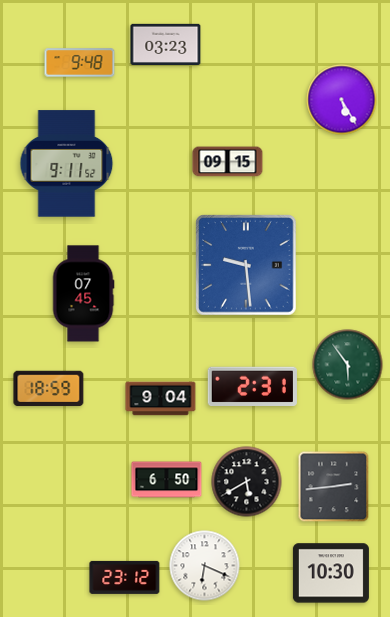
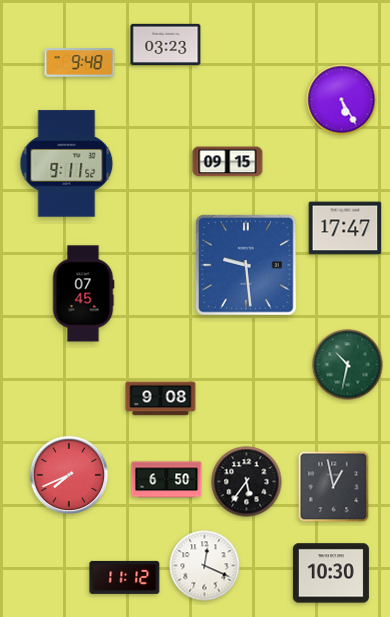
clock at (345, 228): none -> 17:47
clock at (348, 365): 5:54 -> 10:32
clock at (252, 387): 2:31 -> none
clock at (49, 389): 18:59 -> none
clock at (161, 399): 9:04 -> 9:08
clock at (69, 475): none -> 7:41
clock at (247, 482): 5:40 -> 5:36
clock at (334, 487): 2:44 -> 12:58
clock at (205, 566): 6:19 -> 12:19
clock at (125, 577): 23:12 -> 11:12
